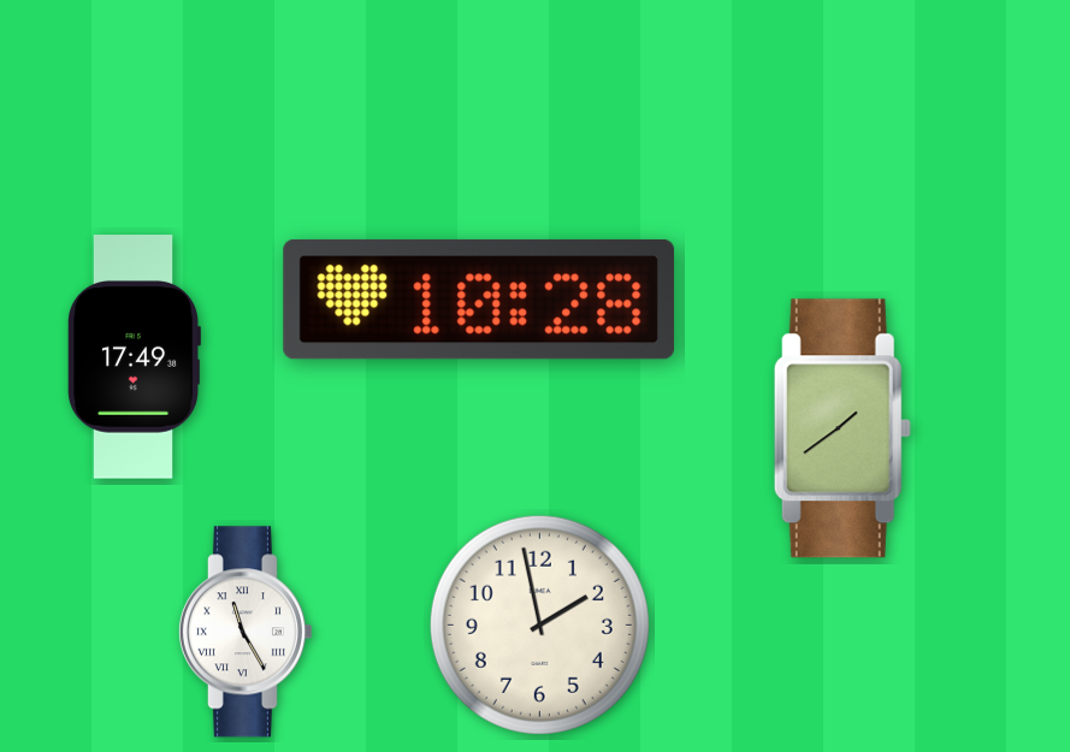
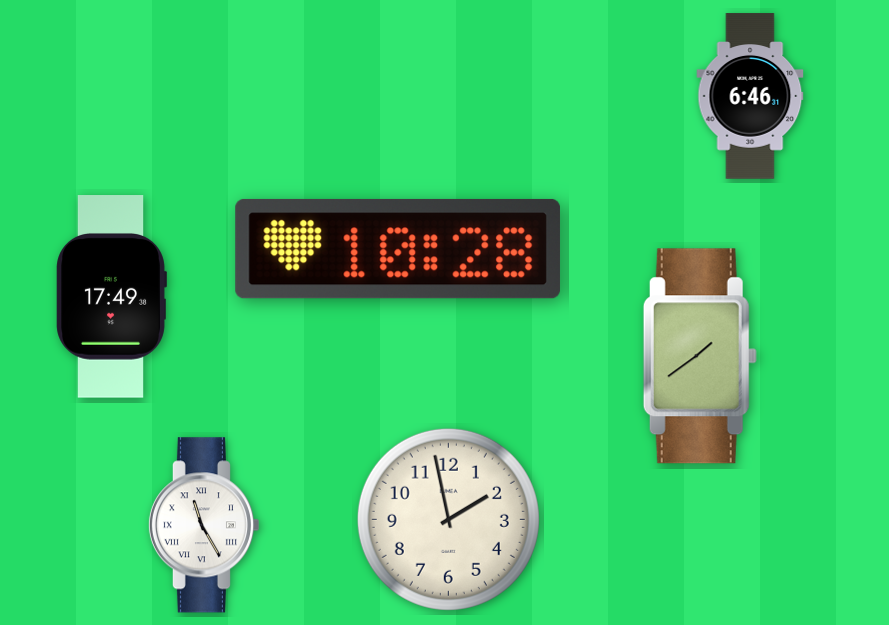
clock at (750, 96): none -> 6:46
